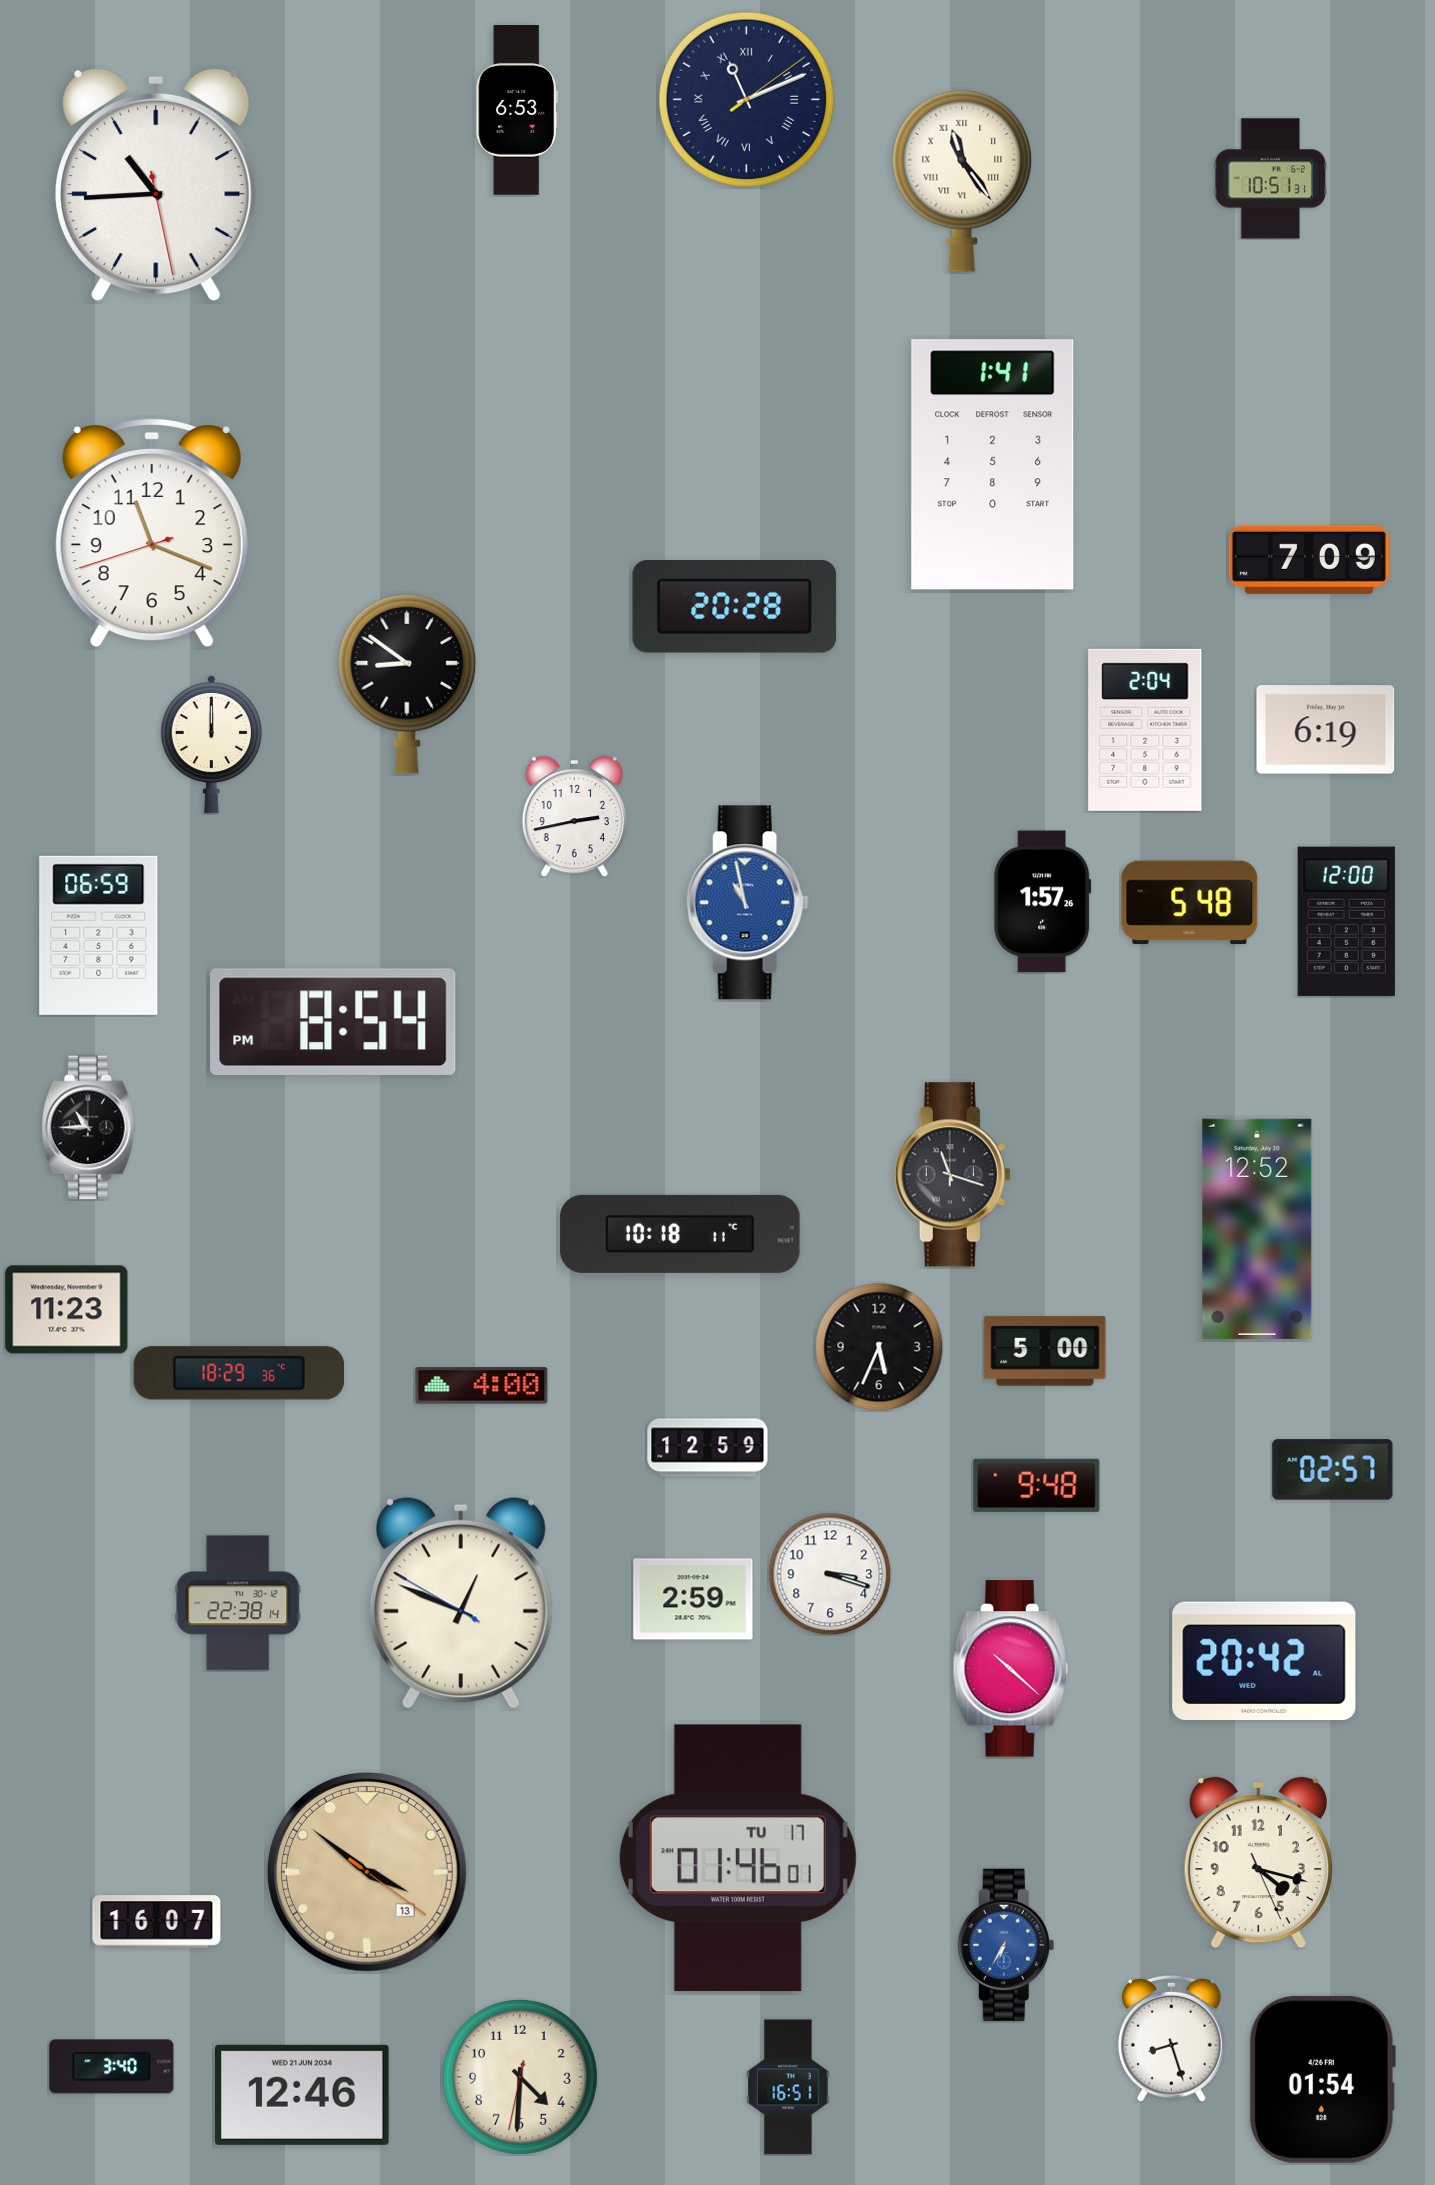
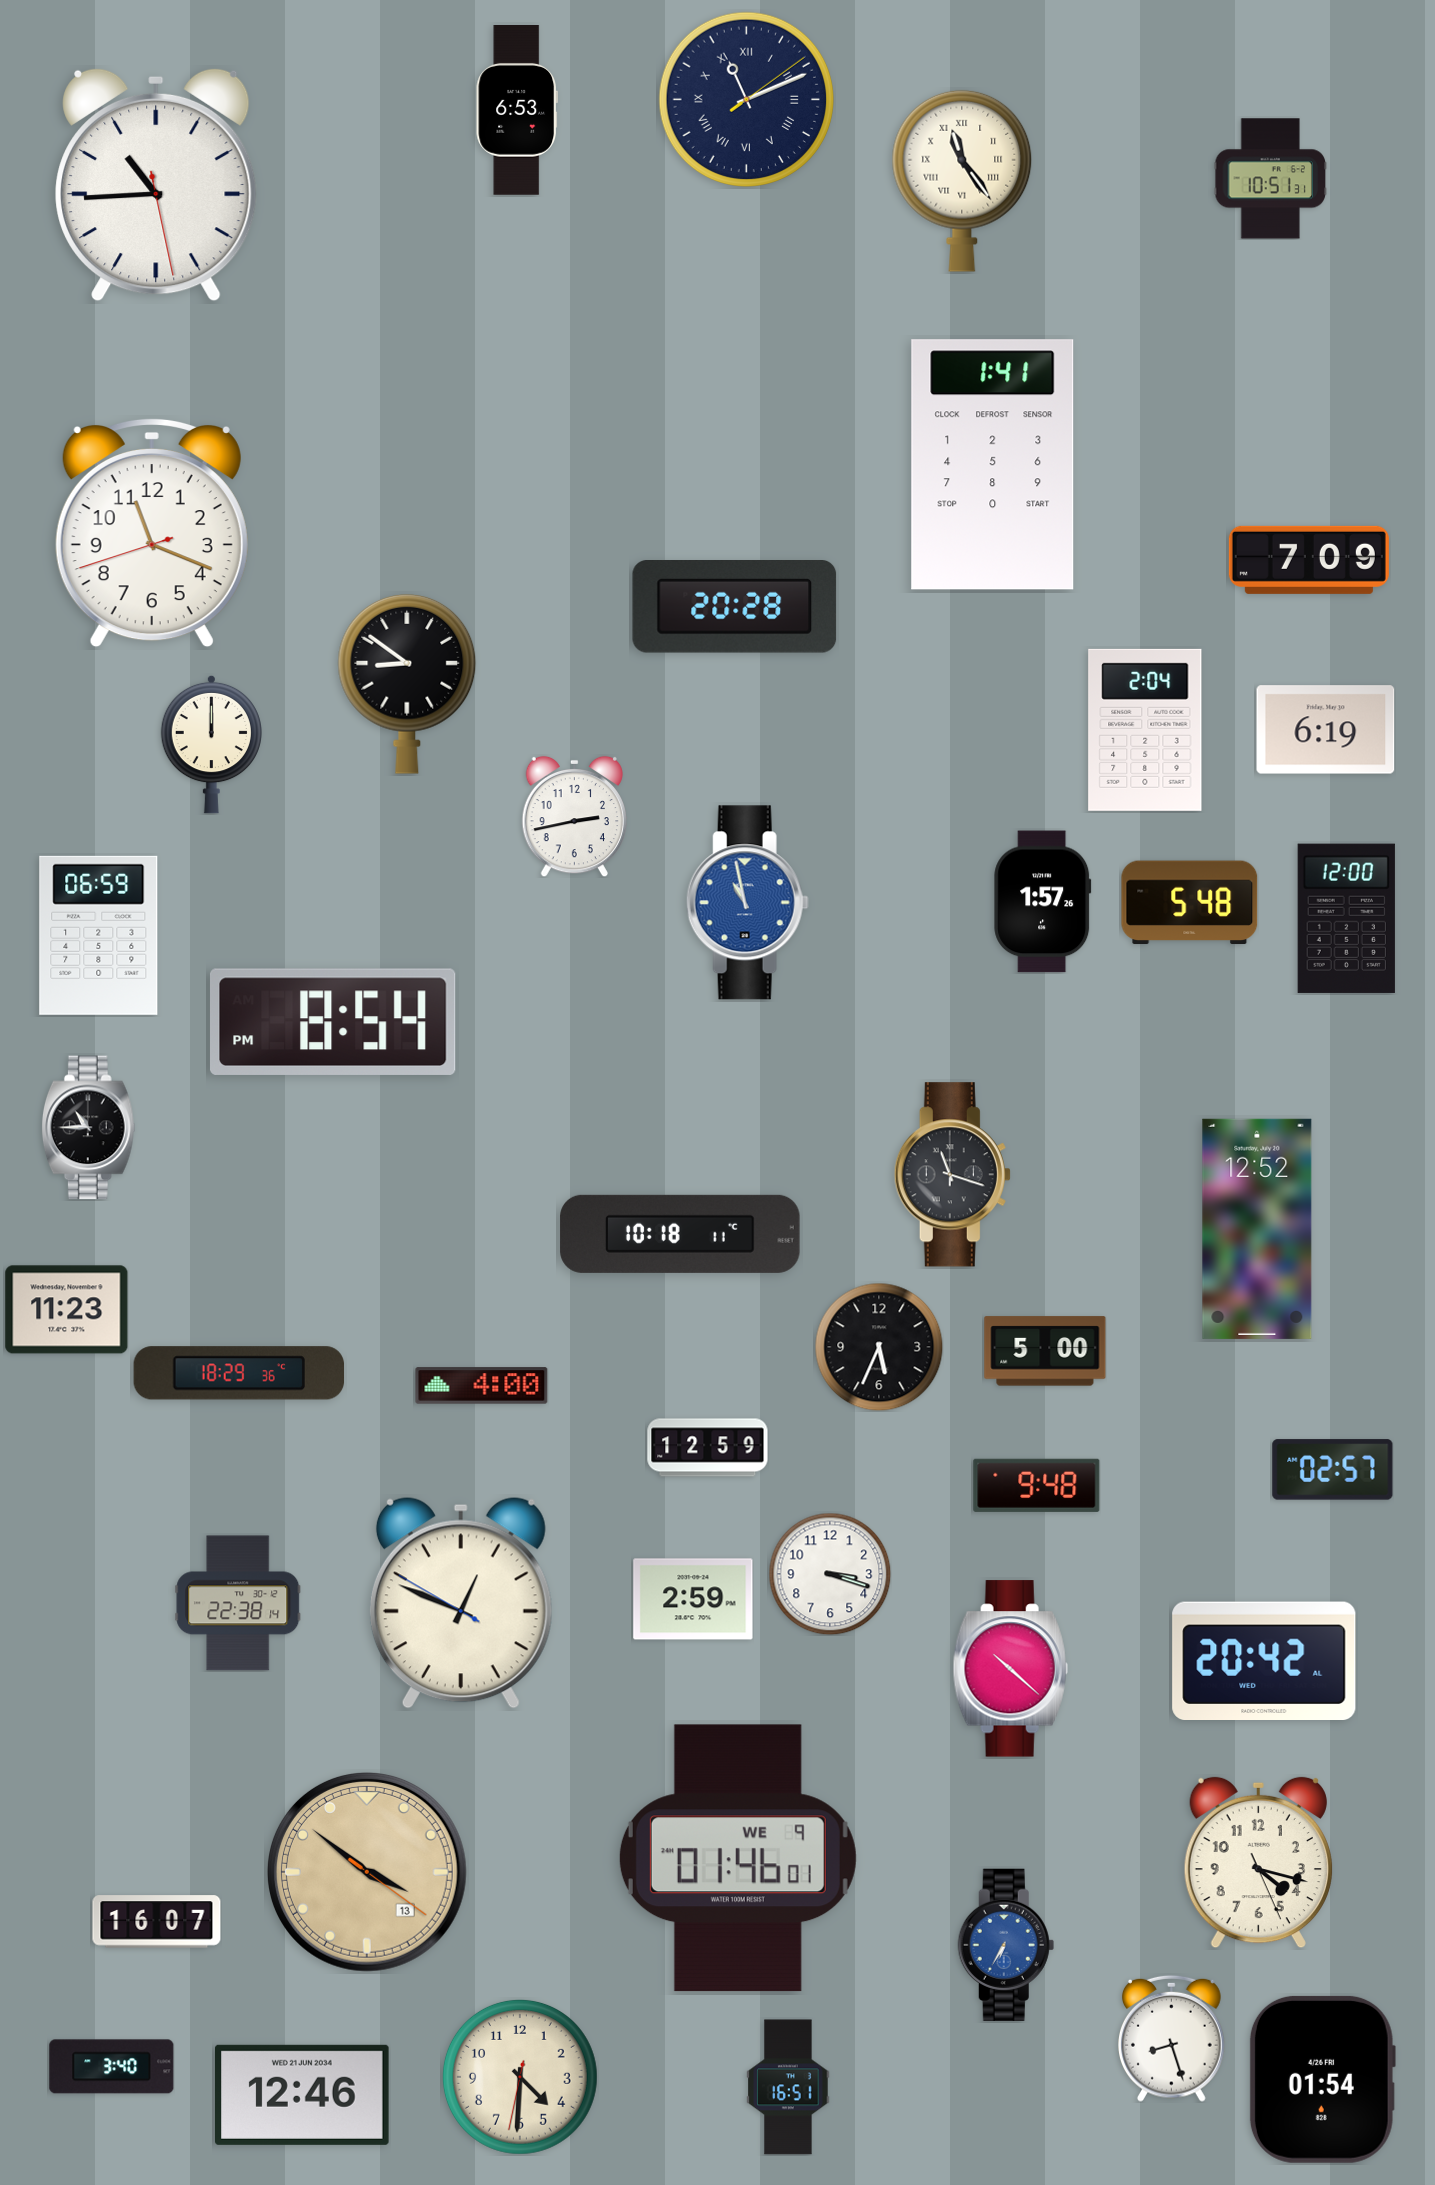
clock at (1346, 921) position: (1346, 921) -> (1346, 918)
clock at (738, 1858) date: TU 17 -> WE 9
